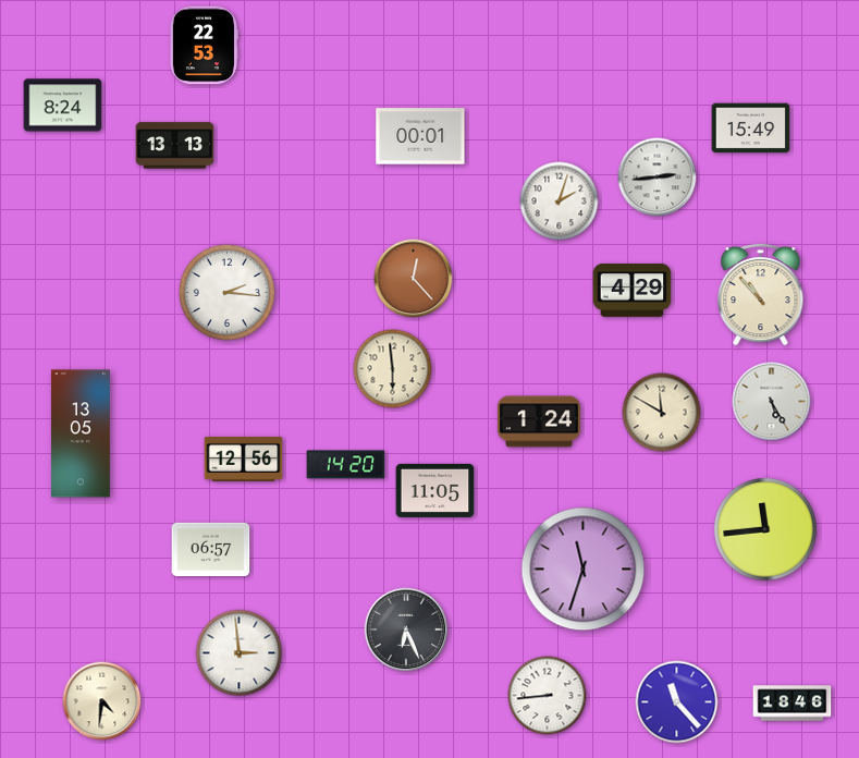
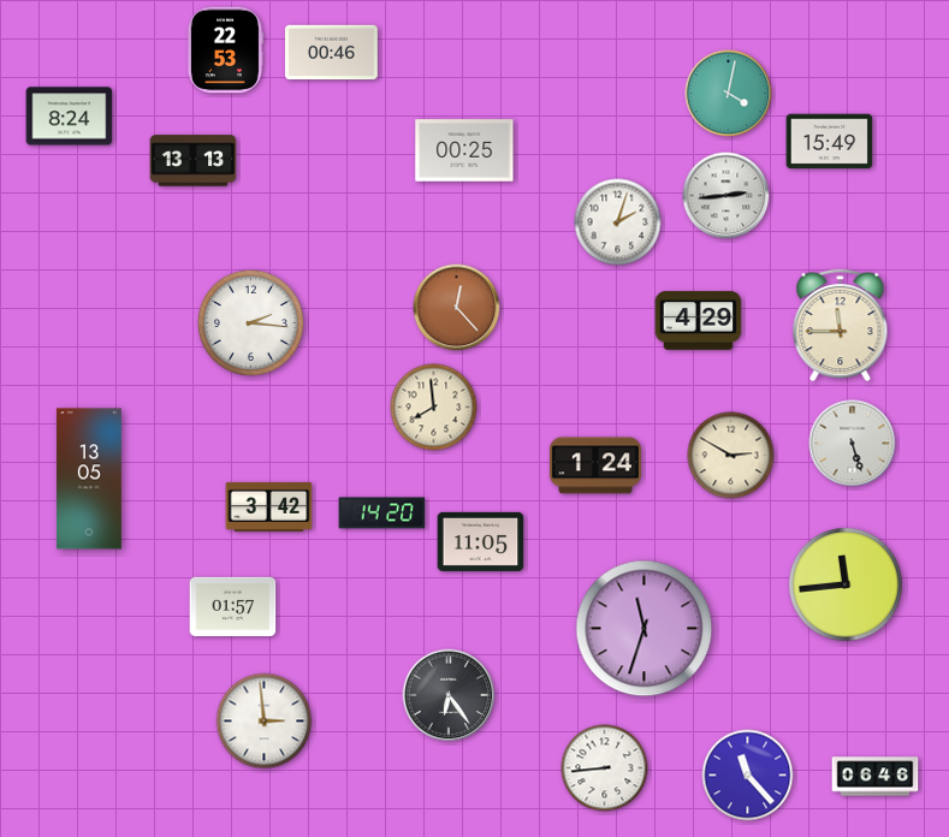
clock at (331, 53): none -> 00:46
clock at (729, 94): none -> 4:02
clock at (420, 136): 00:01 -> 00:25
clock at (761, 294): 10:53 -> 11:45
clock at (393, 369): 5:59 -> 7:59
clock at (772, 402): 5:25 -> 5:27
clock at (662, 413): 11:50 -> 2:50
clock at (244, 459): 12:56 -> 3:42
clock at (211, 549): 06:57 -> 01:57
clock at (406, 629): 6:26 -> 6:24
clock at (102, 701): 4:31 -> none
clock at (793, 704): 18:46 -> 06:46
